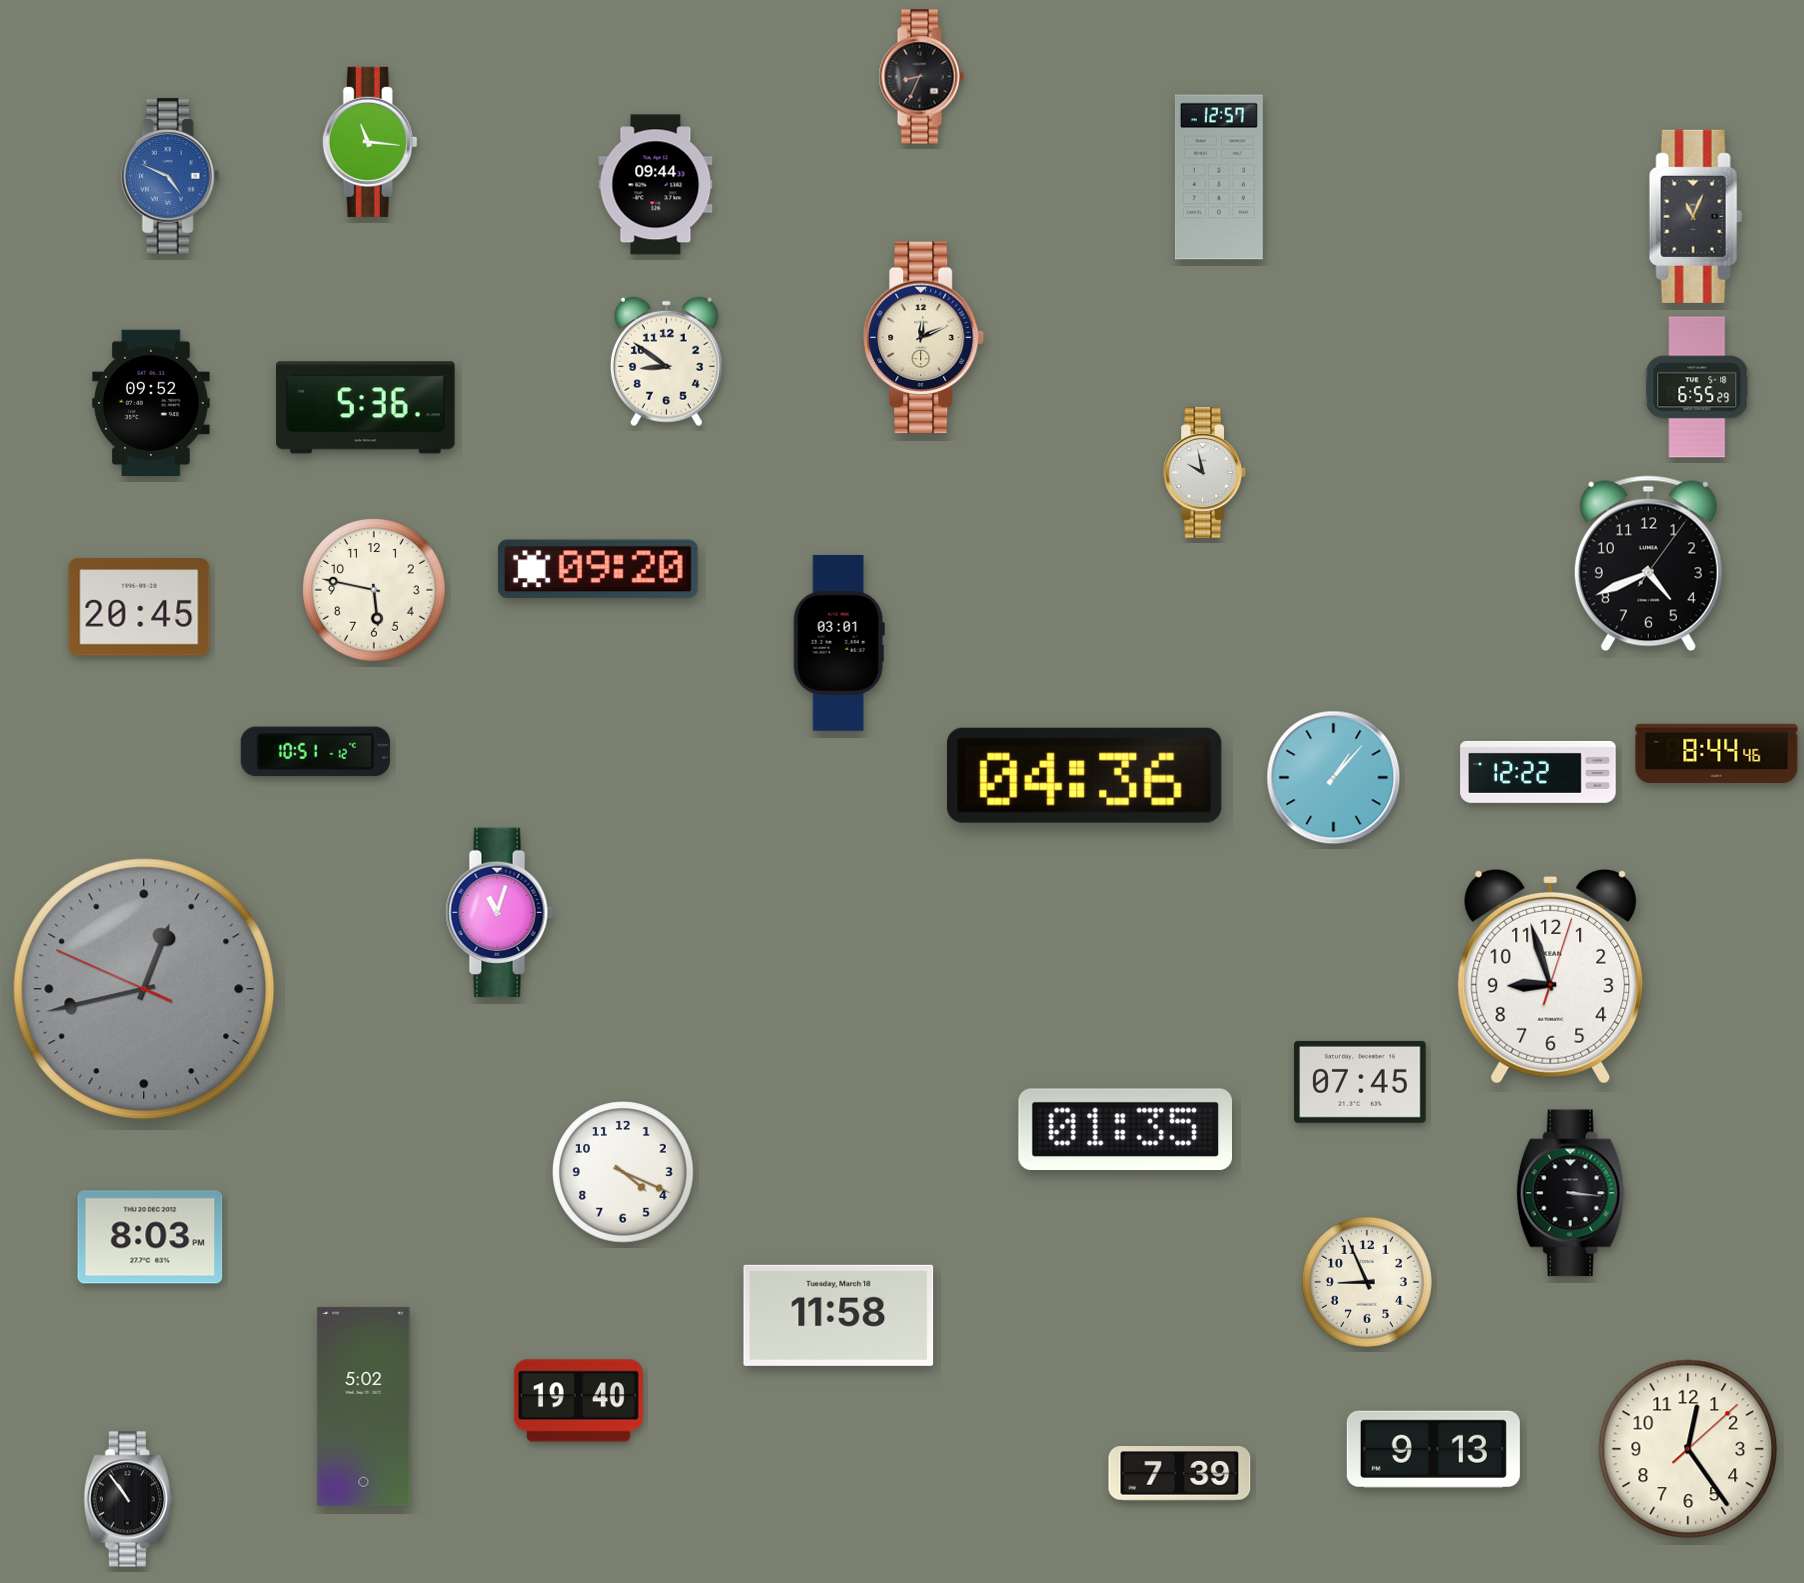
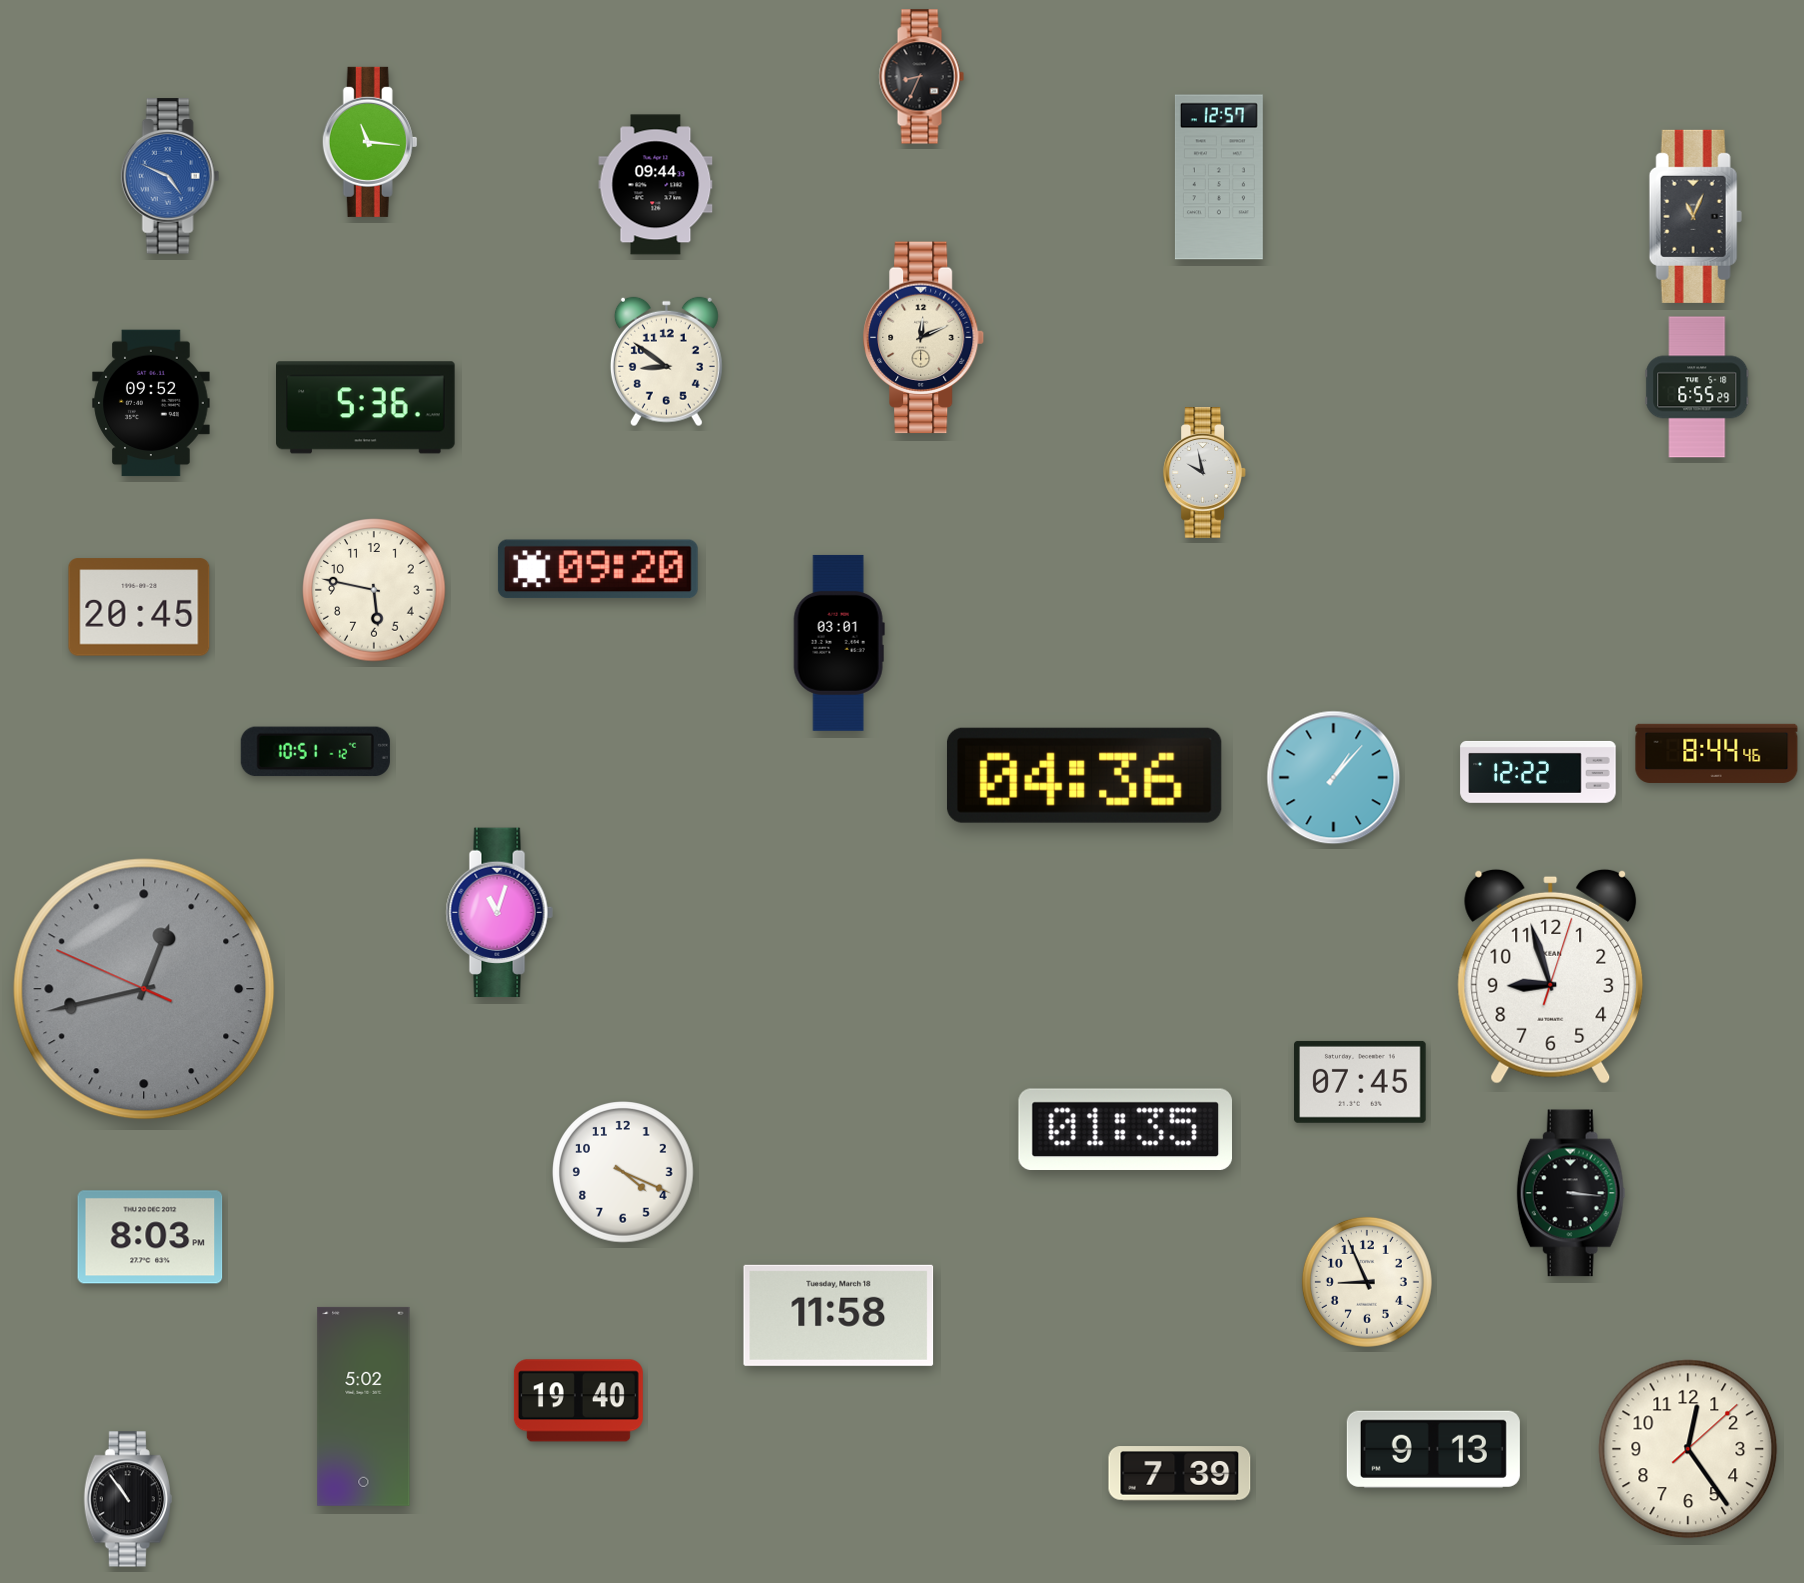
clock at (1648, 564): 4:41 -> none
